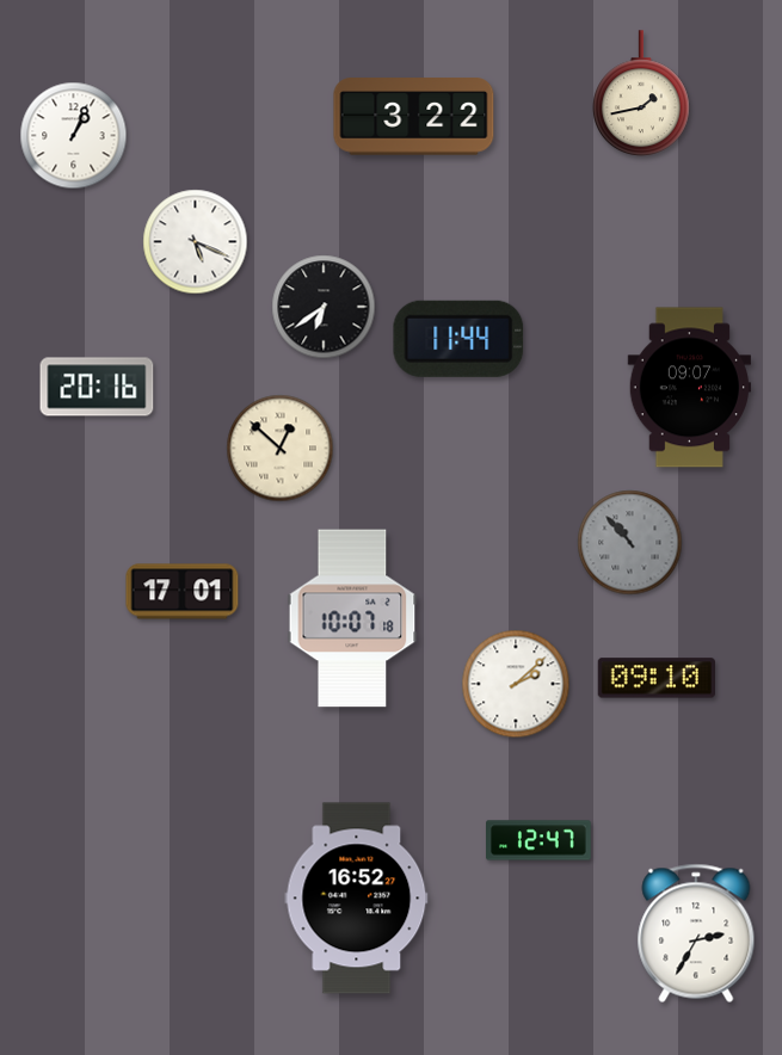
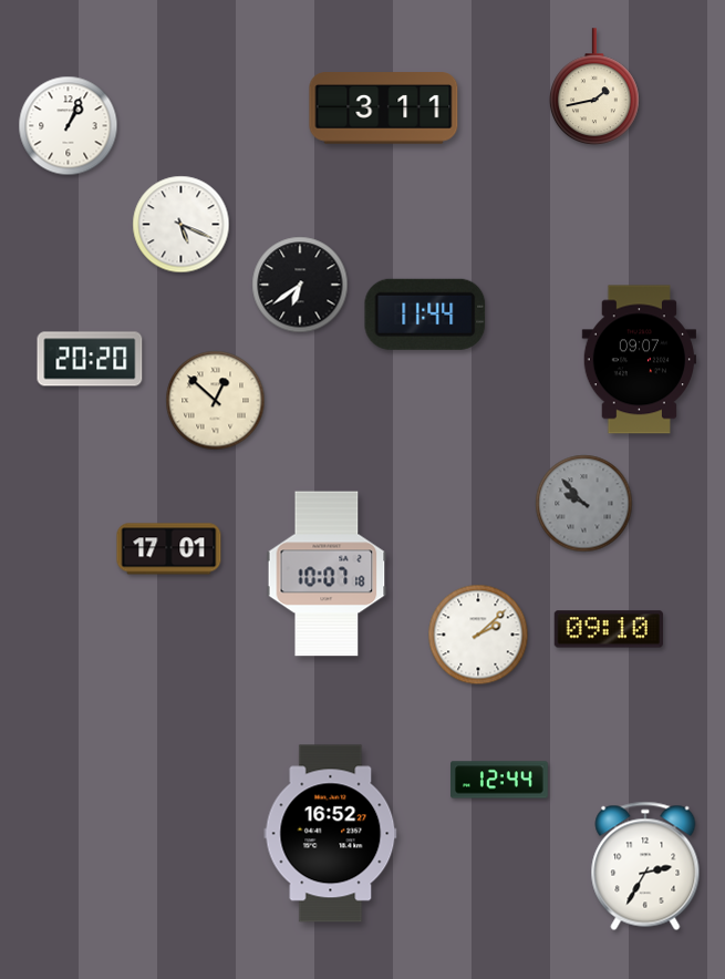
clock at (414, 117): 3:22 -> 3:11
clock at (97, 387): 20:16 -> 20:20
clock at (281, 449) position: (281, 449) -> (216, 401)
clock at (630, 543): 10:53 -> 9:53
clock at (538, 840): 12:47 -> 12:44
